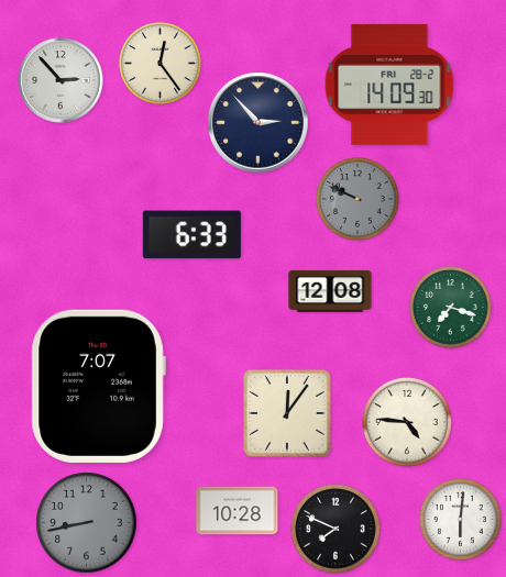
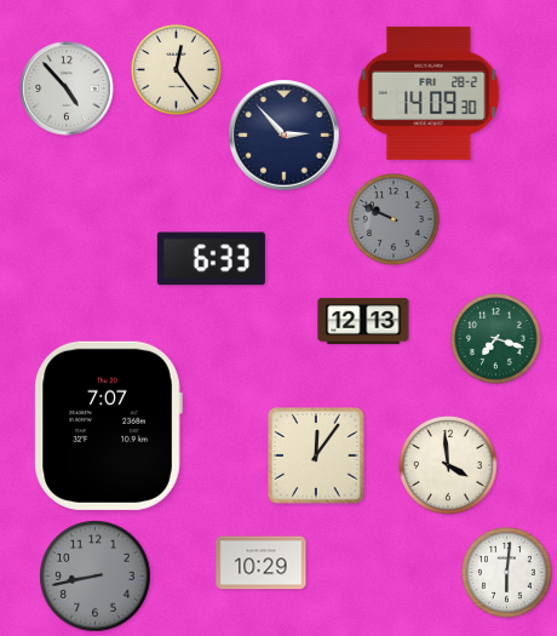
clock at (61, 80): 2:53 -> 4:53
clock at (330, 291): 12:08 -> 12:13
clock at (407, 422): 4:46 -> 3:59
clock at (238, 511): 10:28 -> 10:29
clock at (335, 529): 7:49 -> none
